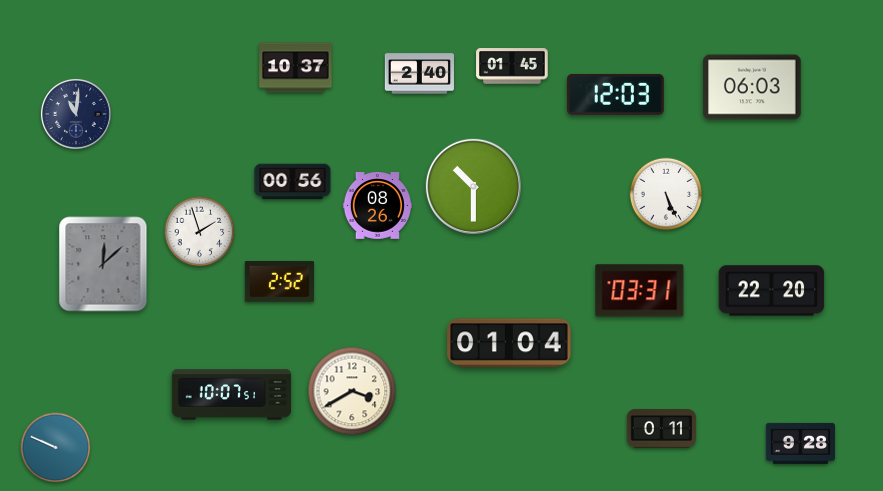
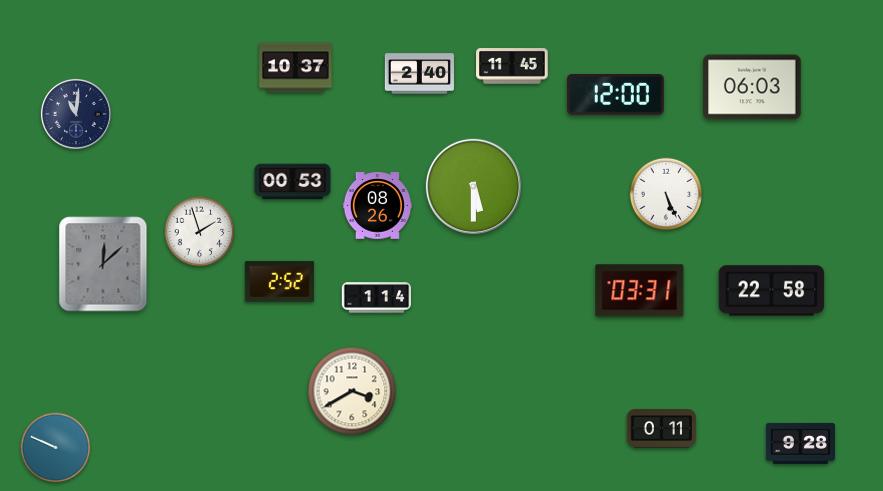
clock at (512, 66): 01:45 -> 11:45
clock at (616, 94): 12:03 -> 12:00
clock at (293, 182): 00:56 -> 00:53
clock at (473, 186): 10:30 -> 5:30
clock at (772, 291): 22:20 -> 22:58
clock at (376, 298): none -> 1:14
clock at (509, 343): 01:04 -> none
clock at (232, 395): 10:07 -> none
